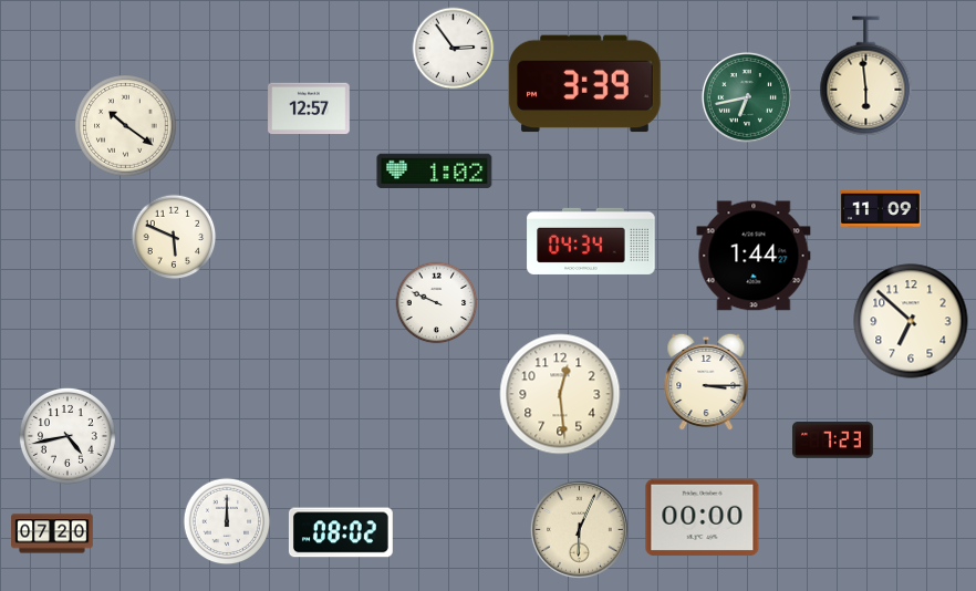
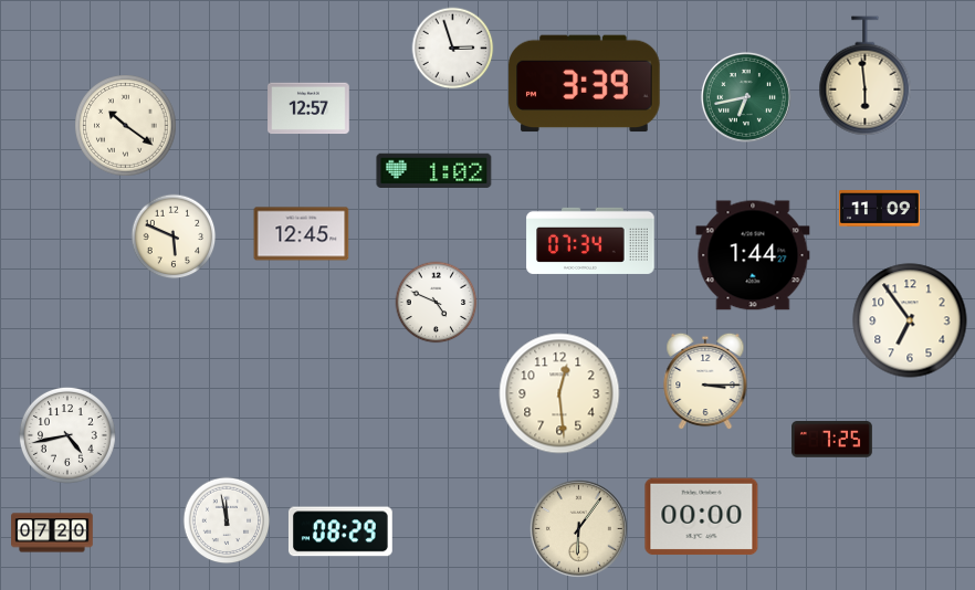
clock at (454, 49): 2:54 -> 2:57
clock at (302, 234): none -> 12:45
clock at (591, 241): 04:34 -> 07:34
clock at (437, 303): 9:49 -> 4:49
clock at (911, 321): 6:52 -> 6:54
clock at (833, 440): 7:23 -> 7:25
clock at (227, 521): 12:00 -> 11:58
clock at (579, 529): 6:04 -> 6:06
clock at (341, 532): 08:02 -> 08:29
